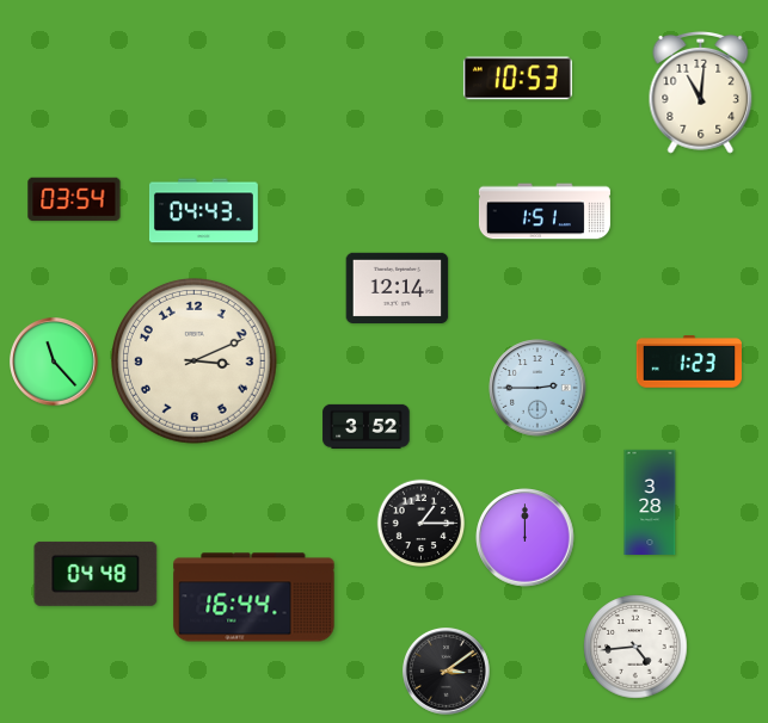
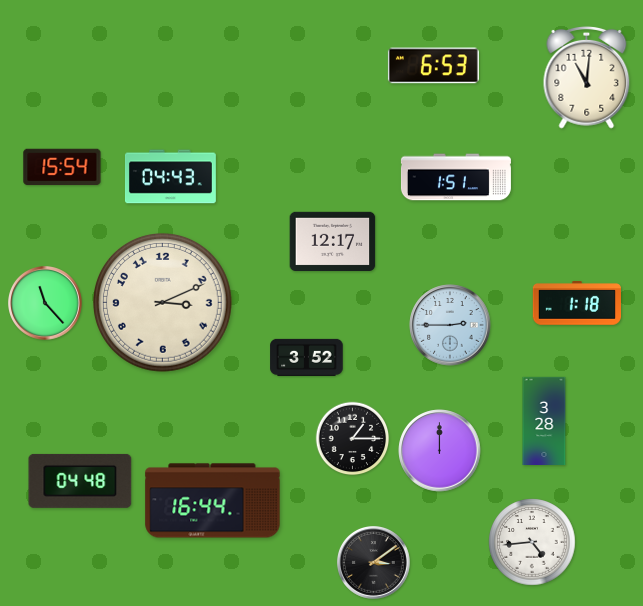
clock at (517, 79): 10:53 -> 6:53
clock at (74, 199): 03:54 -> 15:54
clock at (398, 288): 12:14 -> 12:17
clock at (689, 363): 1:23 -> 1:18
